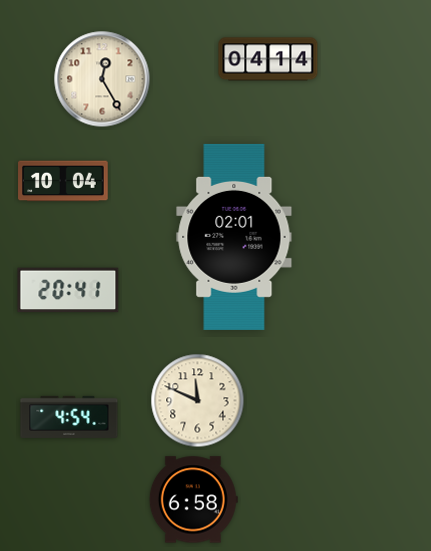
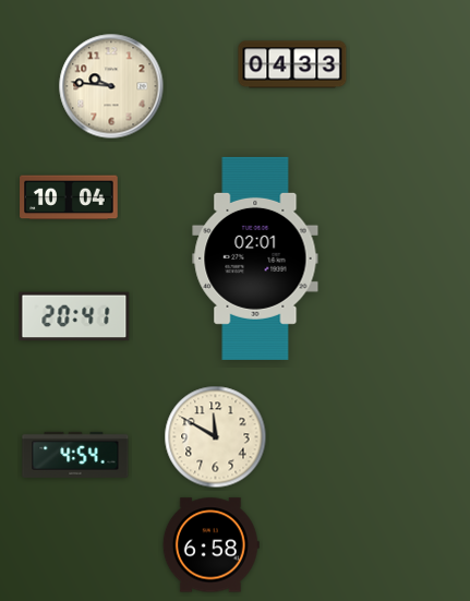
clock at (268, 59): 04:14 -> 04:33
clock at (102, 79): 12:25 -> 9:46
clock at (198, 401): 11:49 -> 11:50
